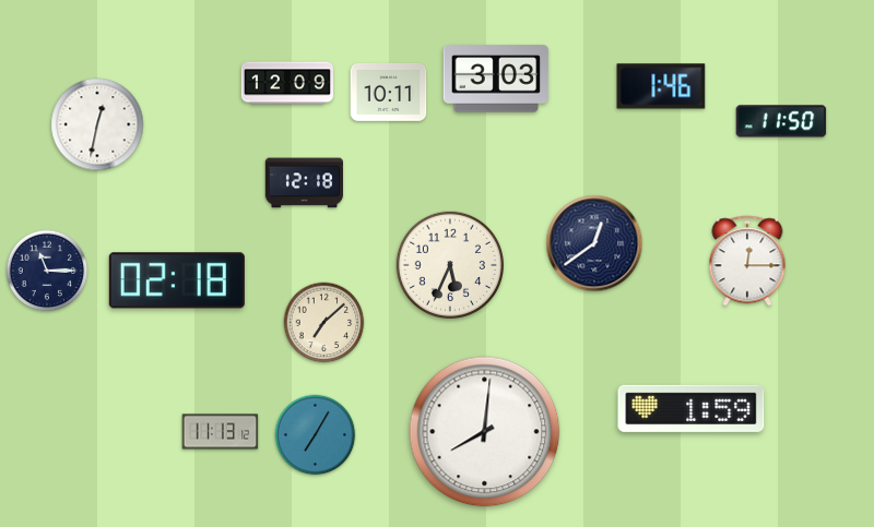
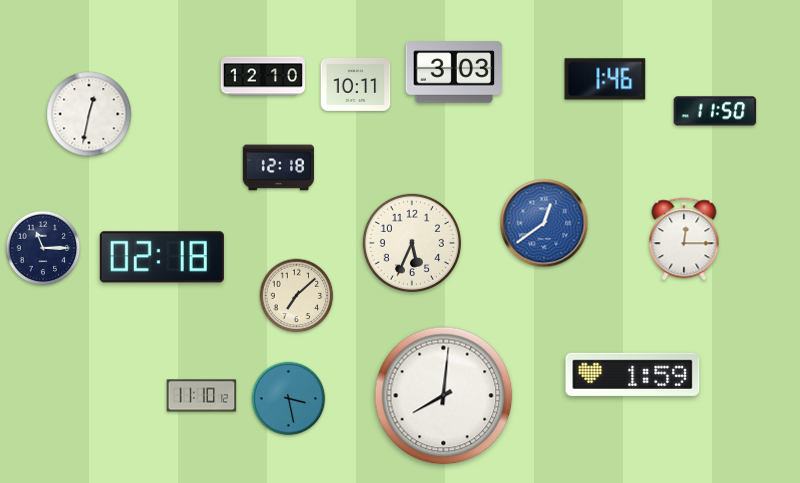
clock at (286, 83): 12:09 -> 12:10
clock at (594, 243) dial: navy -> blue
clock at (221, 432): 11:13 -> 11:10
clock at (316, 435): 7:05 -> 3:28
